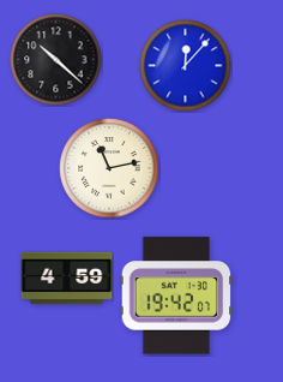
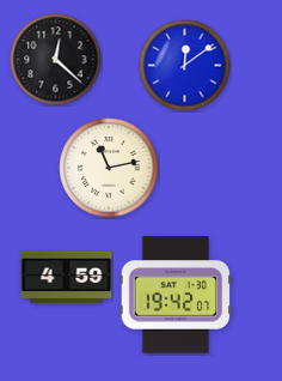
clock at (56, 60): 10:22 -> 12:22
clock at (186, 66): 12:07 -> 12:09
